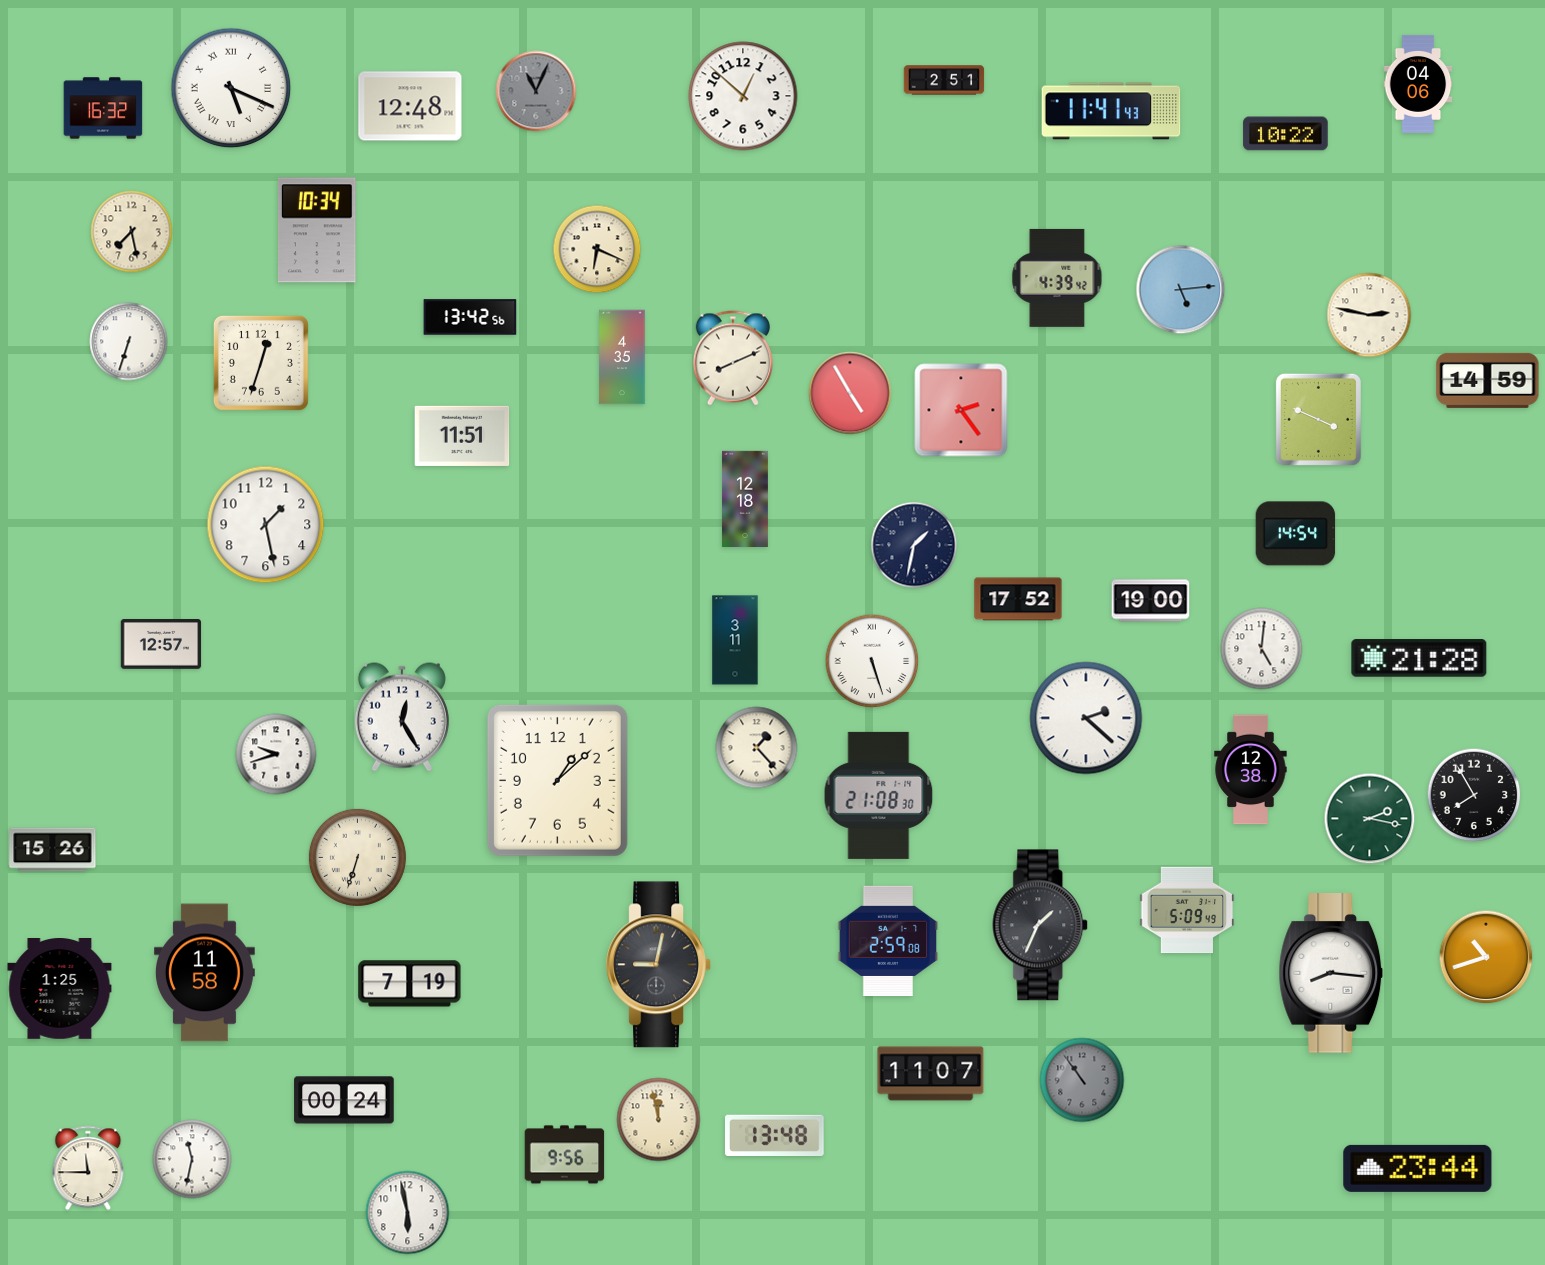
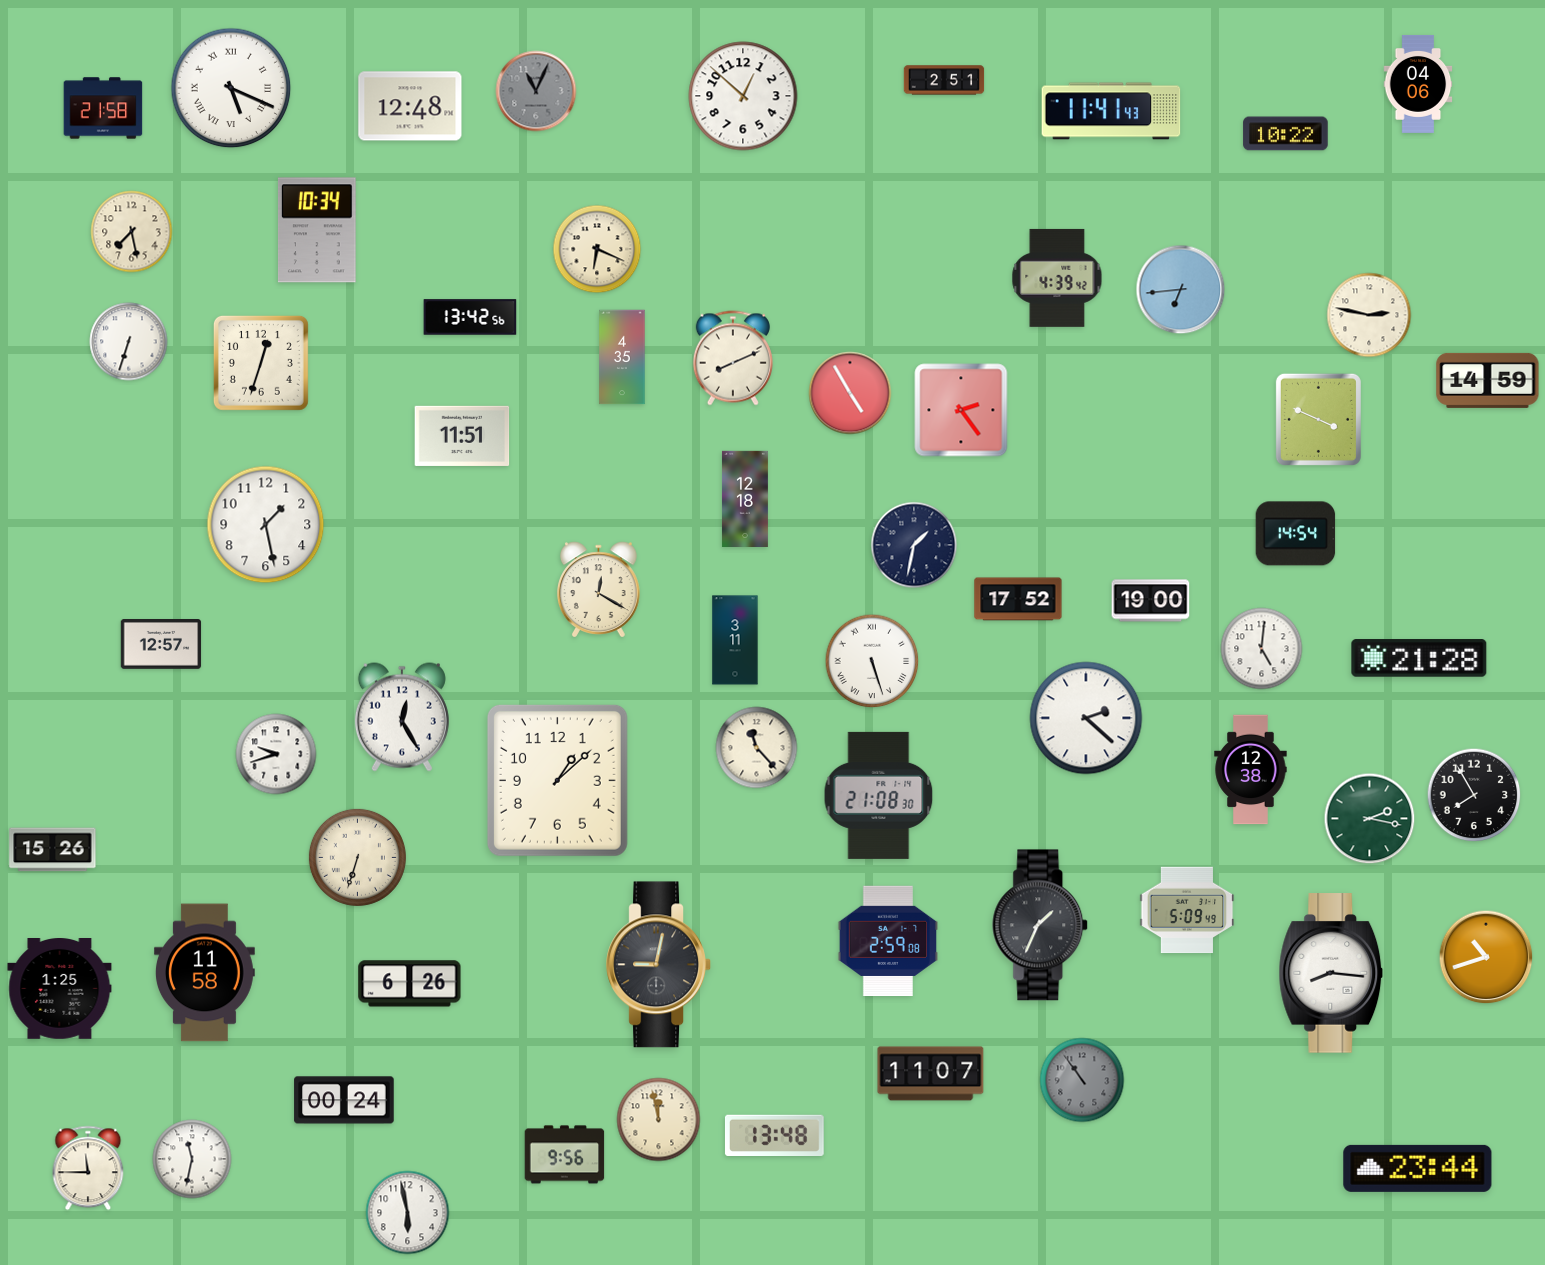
clock at (103, 108): 16:32 -> 21:58
clock at (1181, 290): 5:14 -> 6:44
clock at (598, 590): none -> 12:20
clock at (757, 748): 1:23 -> 11:23
clock at (410, 984): 7:19 -> 6:26
